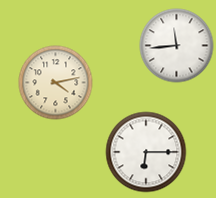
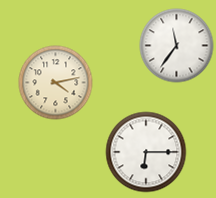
clock at (177, 46): 11:44 -> 11:36
